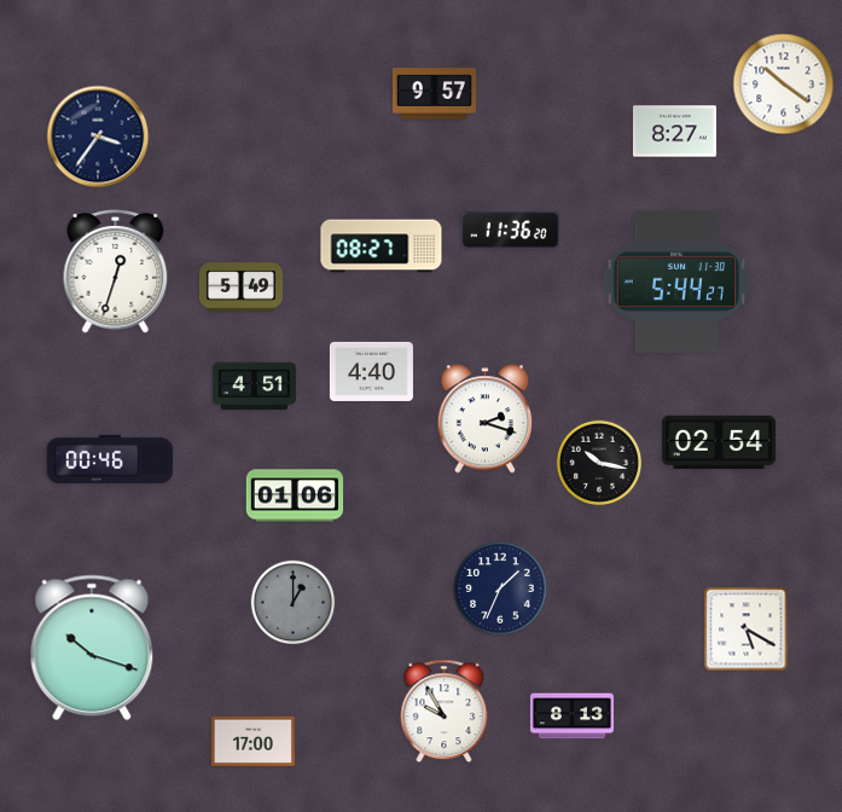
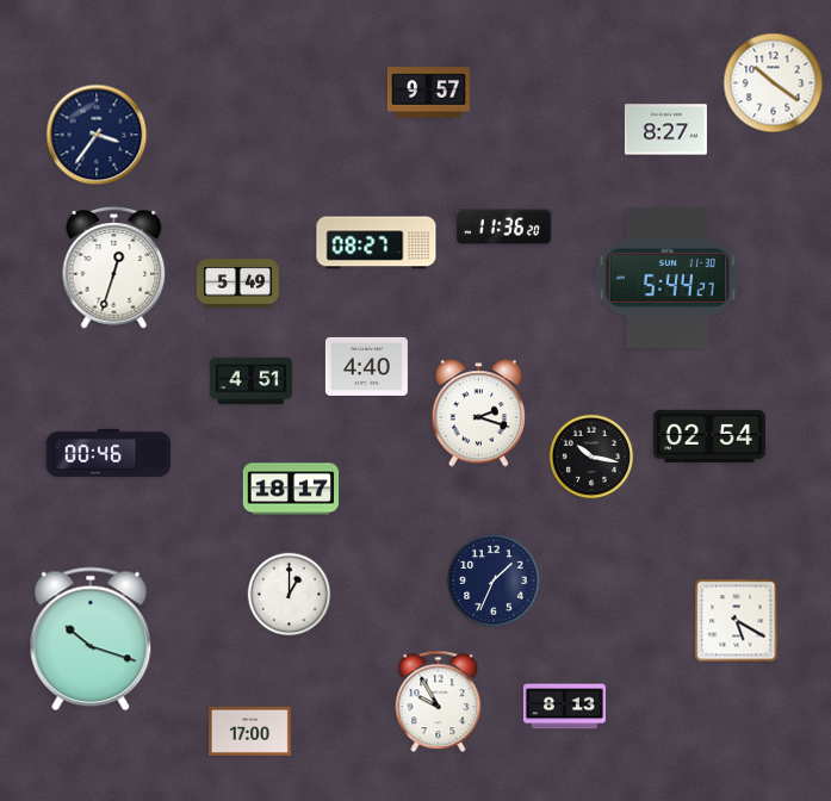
clock at (295, 495): 01:06 -> 18:17
clock at (294, 603) dial: grey -> white
